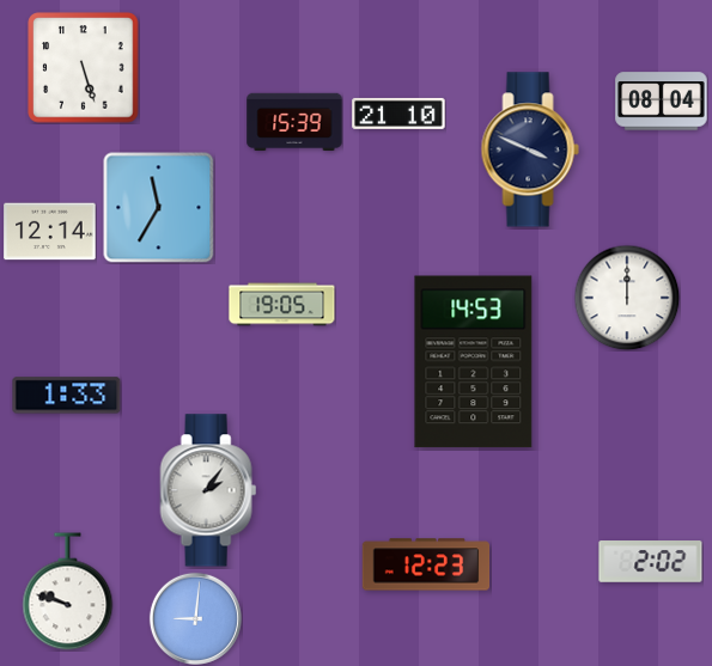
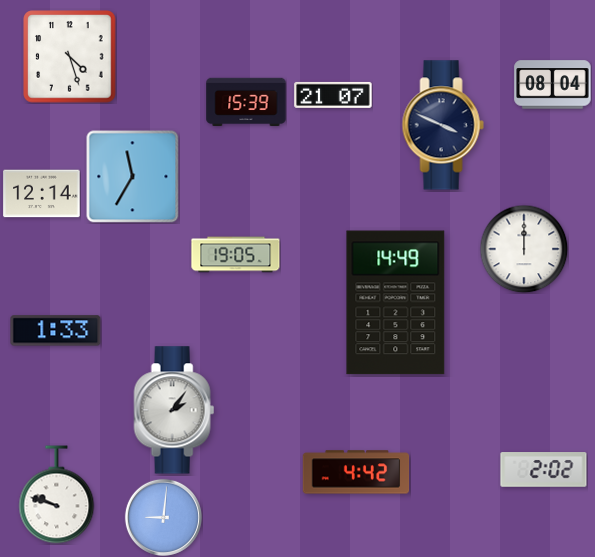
clock at (84, 68): 5:27 -> 4:27
clock at (398, 114): 21:10 -> 21:07
clock at (158, 207) position: (158, 207) -> (132, 176)
clock at (474, 362): 14:53 -> 14:49
clock at (426, 564): 12:23 -> 4:42
